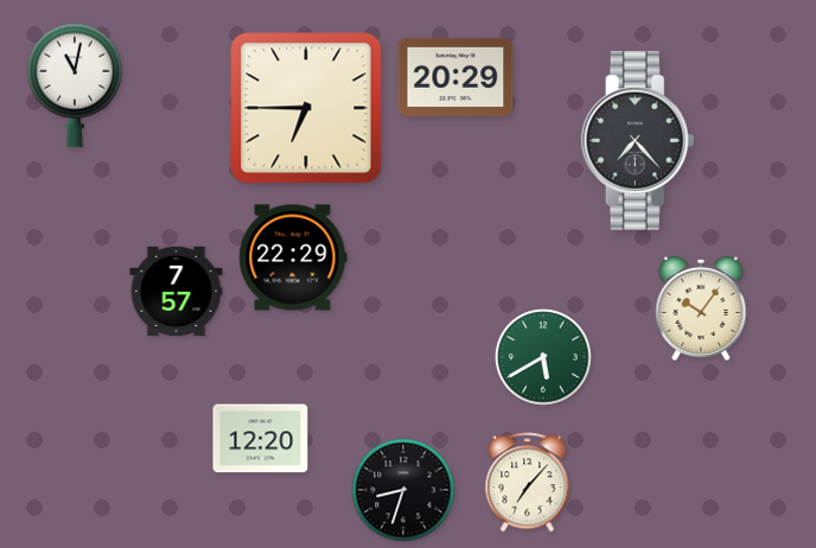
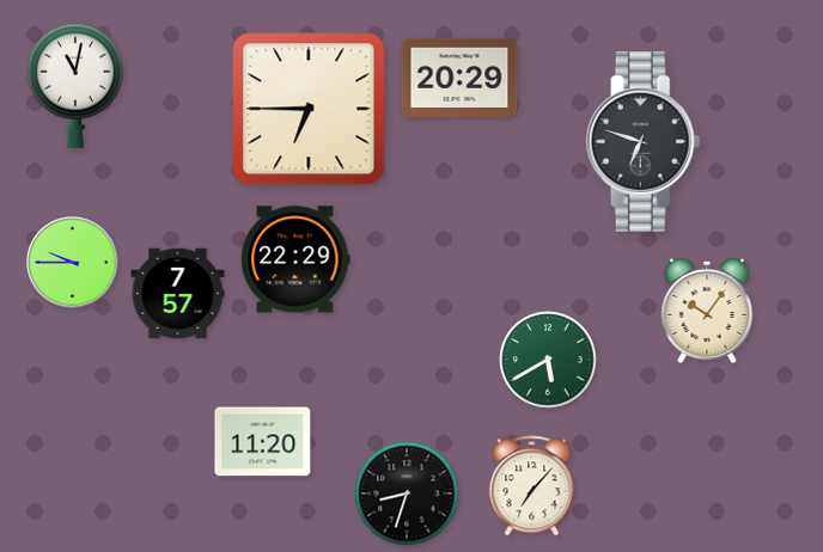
clock at (638, 140): 7:23 -> 6:48
clock at (73, 263): none -> 9:45
clock at (261, 439): 12:20 -> 11:20
